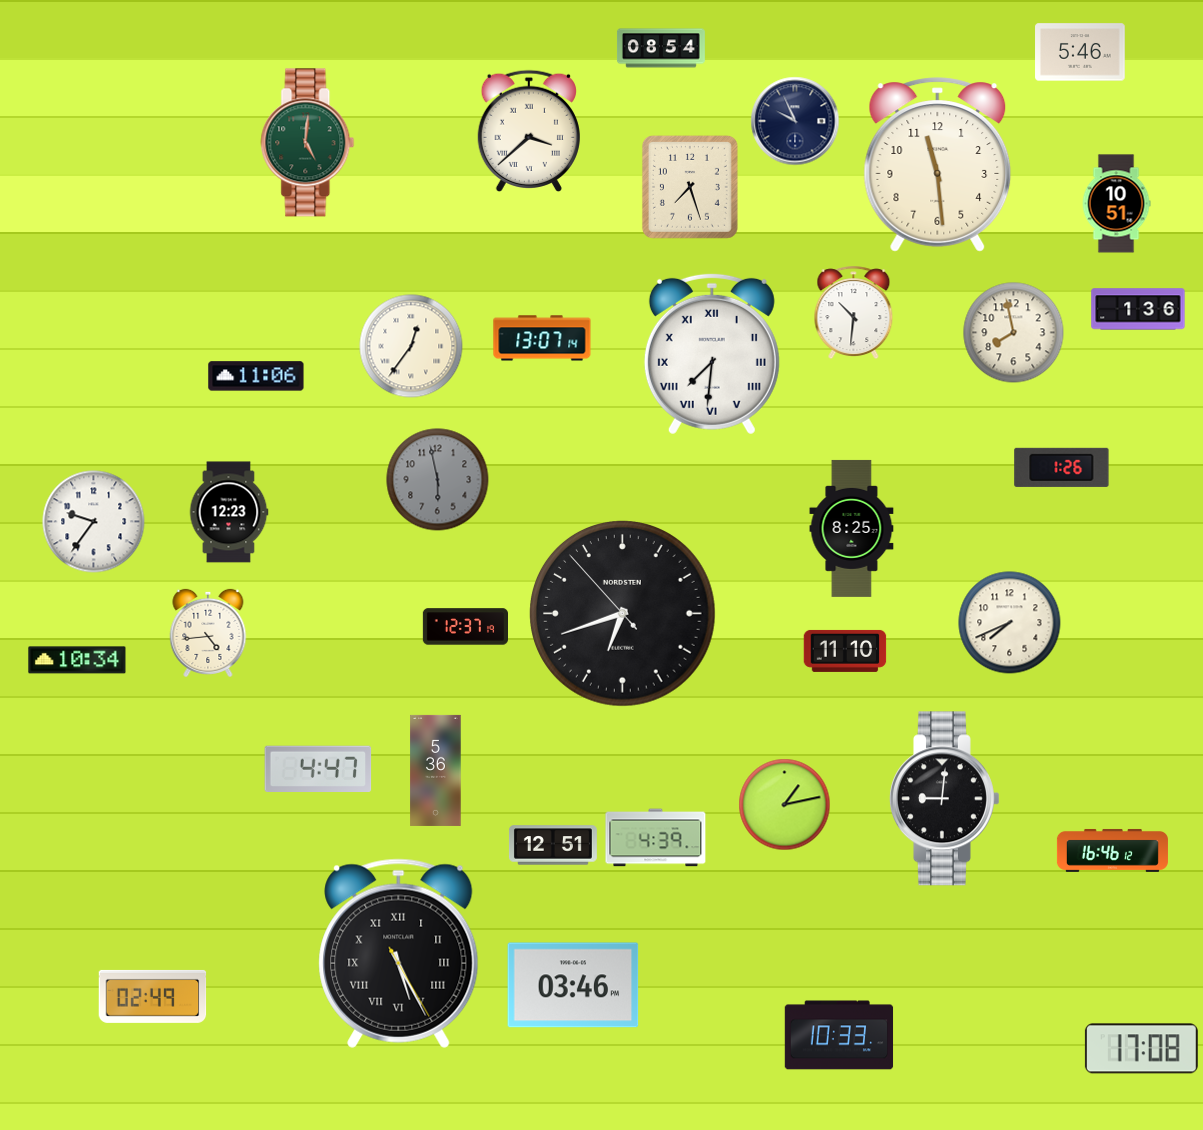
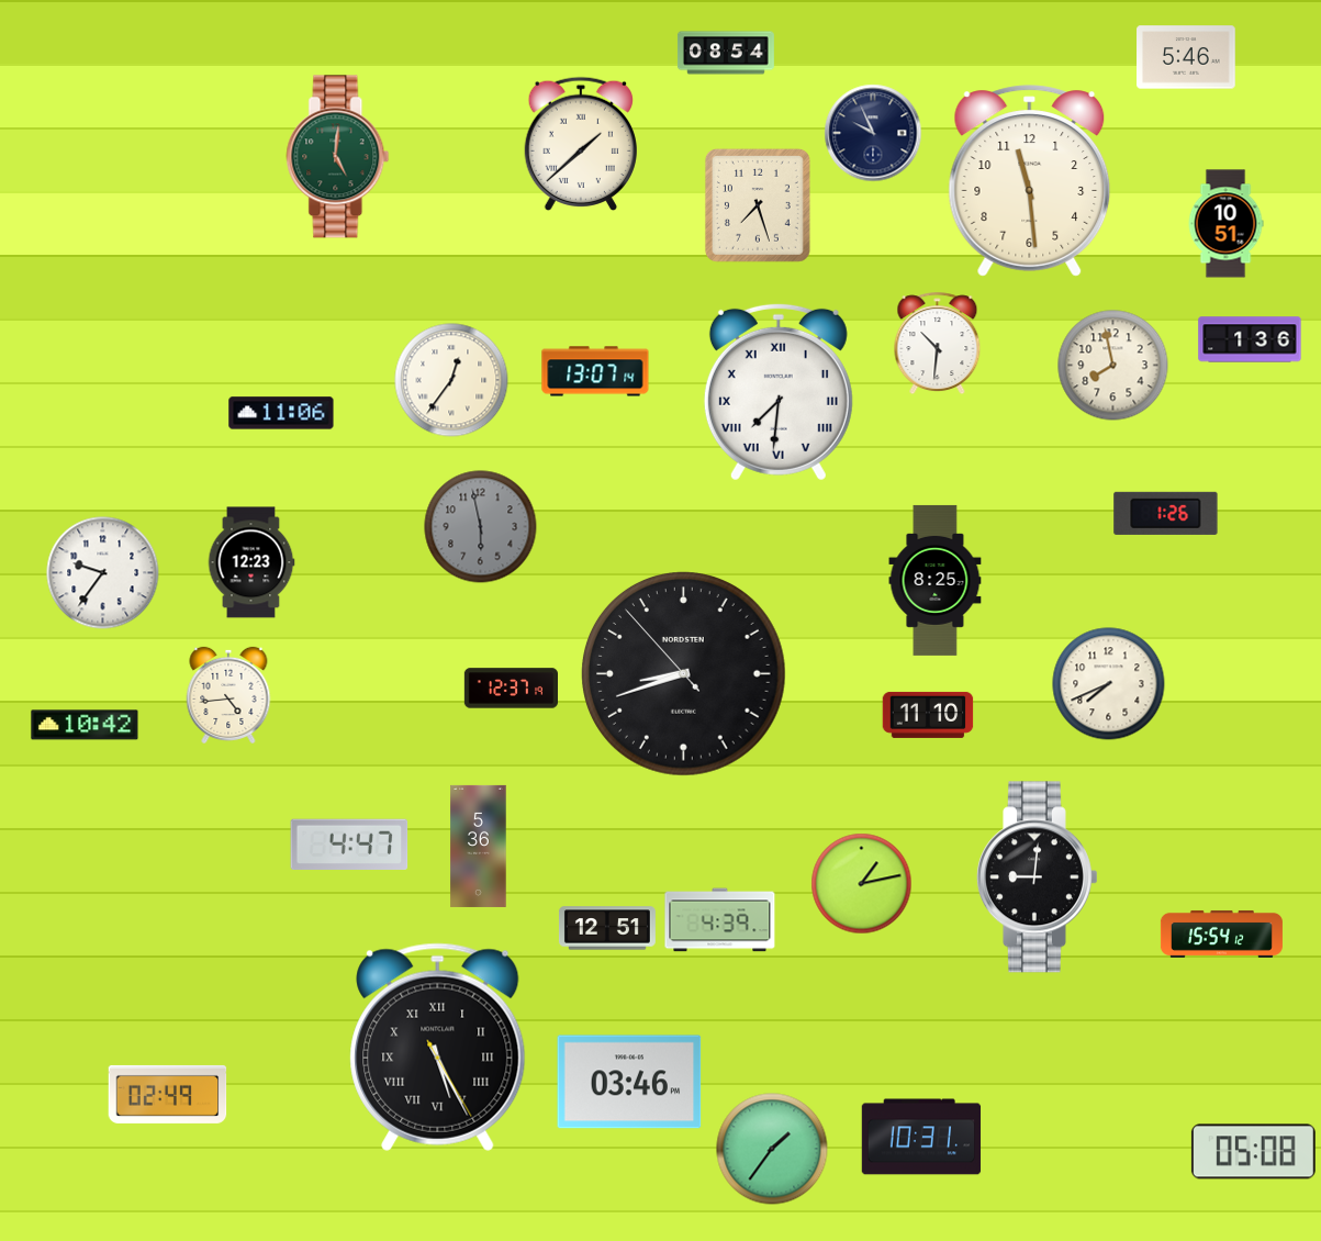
clock at (529, 130): 3:38 -> 1:38
clock at (712, 354) position: (712, 354) -> (779, 392)
clock at (623, 614): 6:41 -> 8:41
clock at (77, 660): 10:34 -> 10:42
clock at (1112, 850): 16:46 -> 15:54
clock at (839, 1035): 10:33 -> 10:31
clock at (772, 1149): none -> 1:36
clock at (1141, 1049): 17:08 -> 05:08
